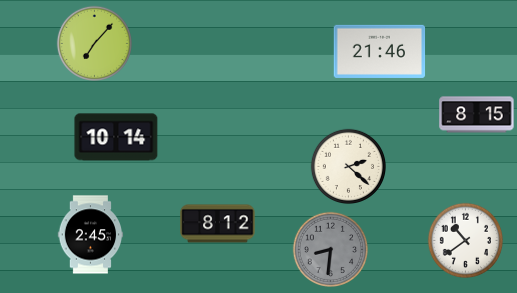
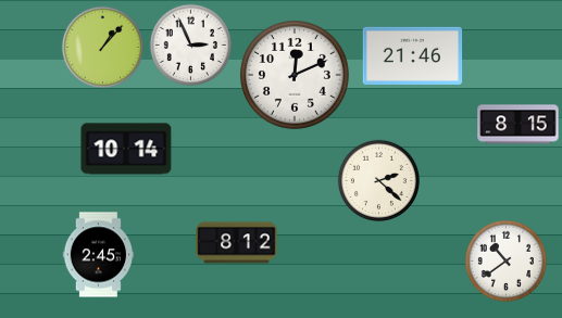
clock at (190, 44): none -> 2:56
clock at (94, 43): 7:07 -> 1:07
clock at (295, 75): none -> 12:11
clock at (330, 249): 8:31 -> none
